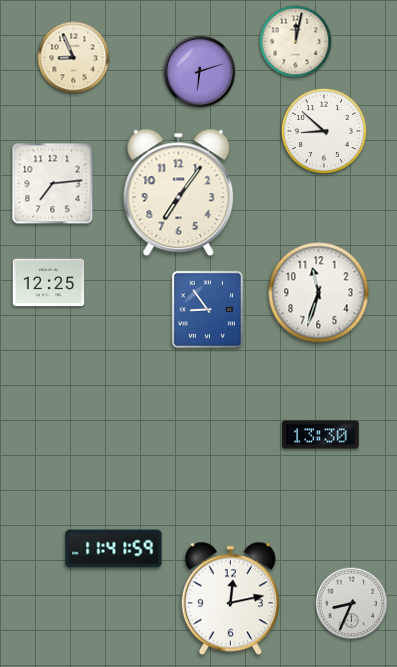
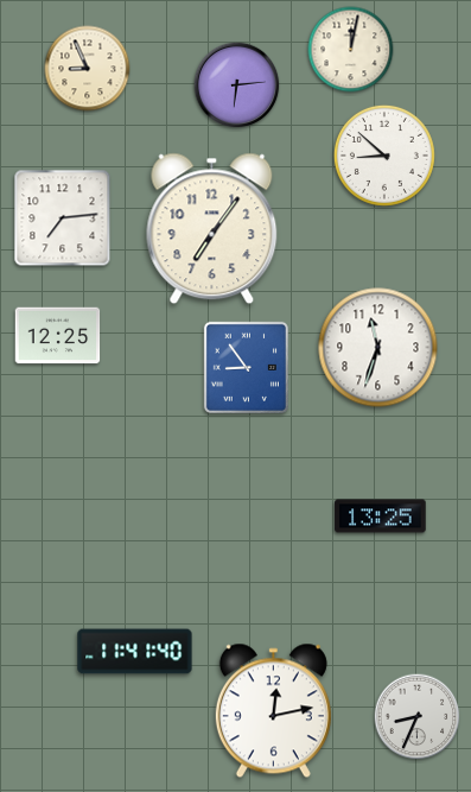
clock at (200, 72): 6:12 -> 6:14
clock at (321, 435): 13:30 -> 13:25
clock at (114, 549): 11:41:59 -> 11:41:40
